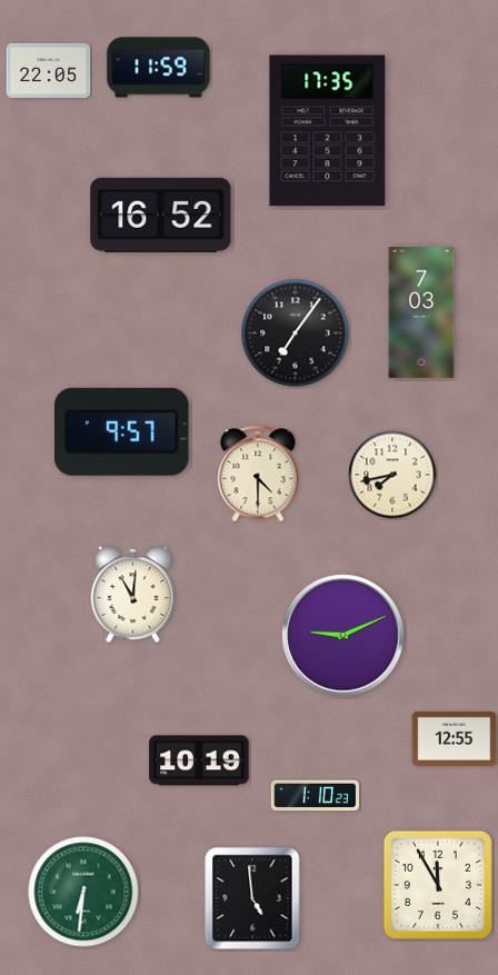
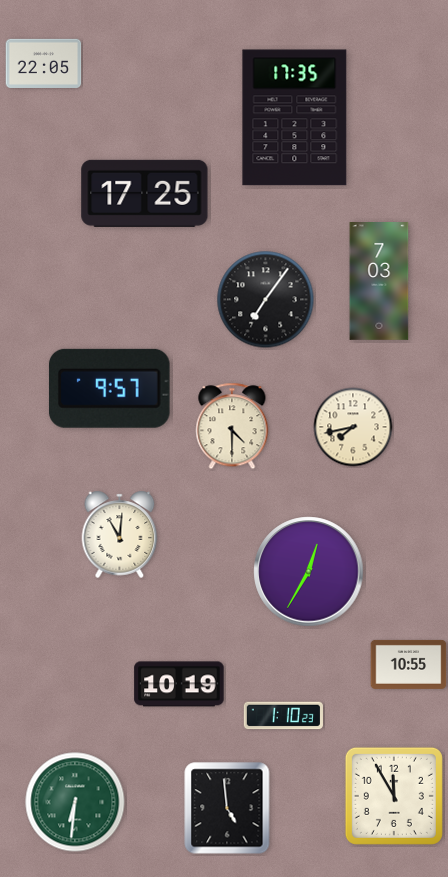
clock at (159, 68): 11:59 -> none
clock at (161, 215): 16:52 -> 17:25
clock at (343, 636): 9:11 -> 12:35
clock at (455, 738): 12:55 -> 10:55
